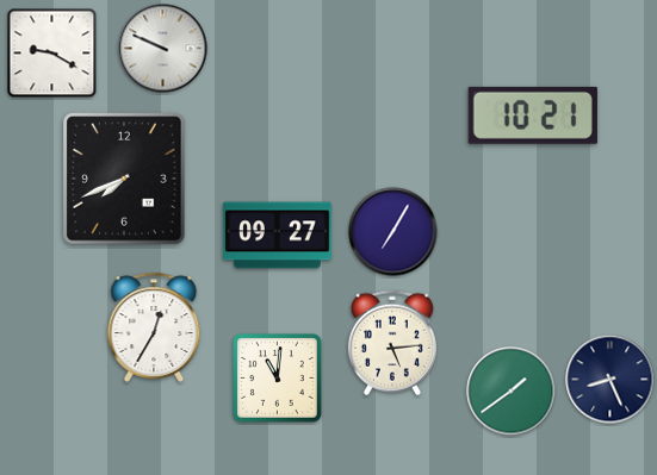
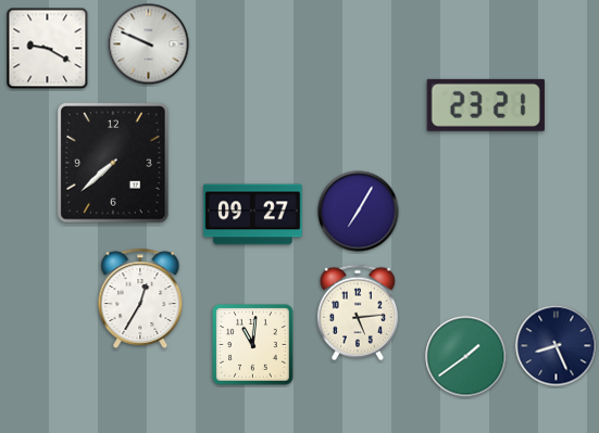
clock at (533, 115): 10:21 -> 23:21
clock at (124, 179): 7:41 -> 7:38
